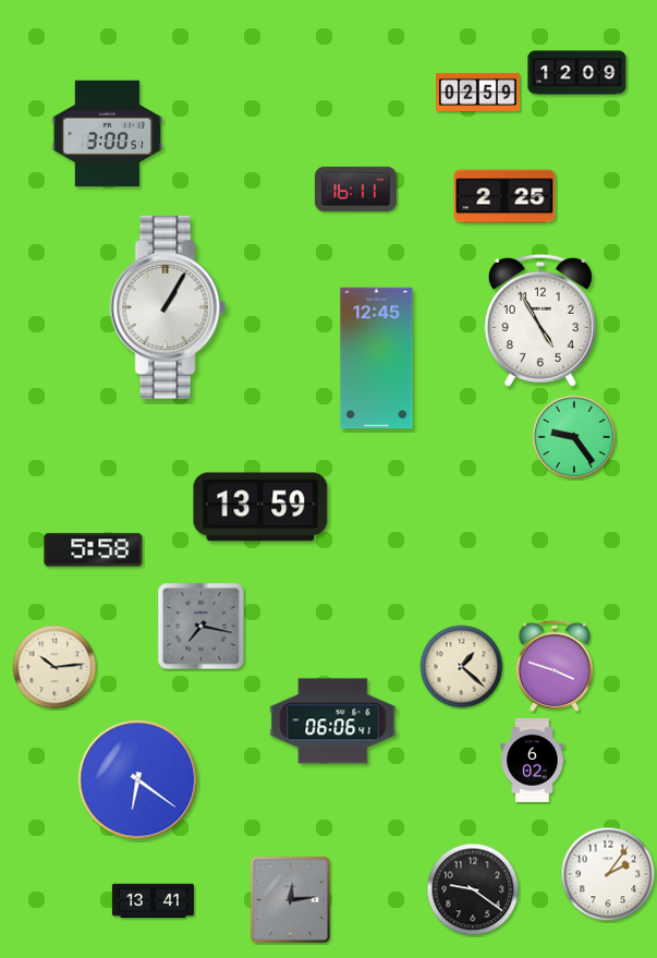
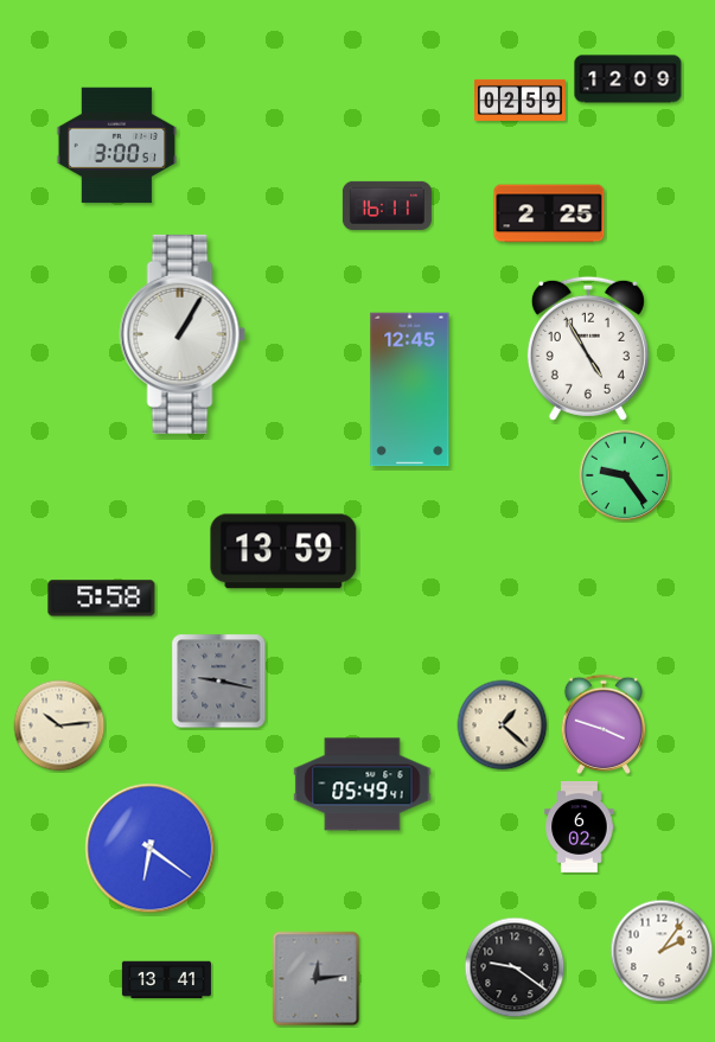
clock at (202, 627): 7:17 -> 9:17
clock at (333, 721): 06:06 -> 05:49
